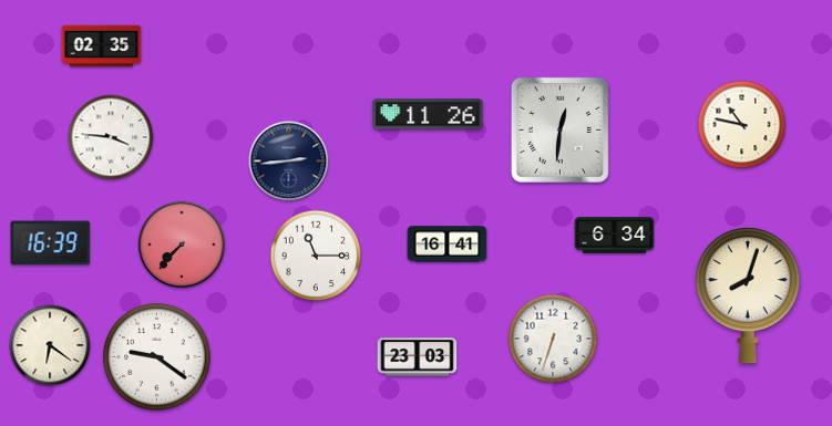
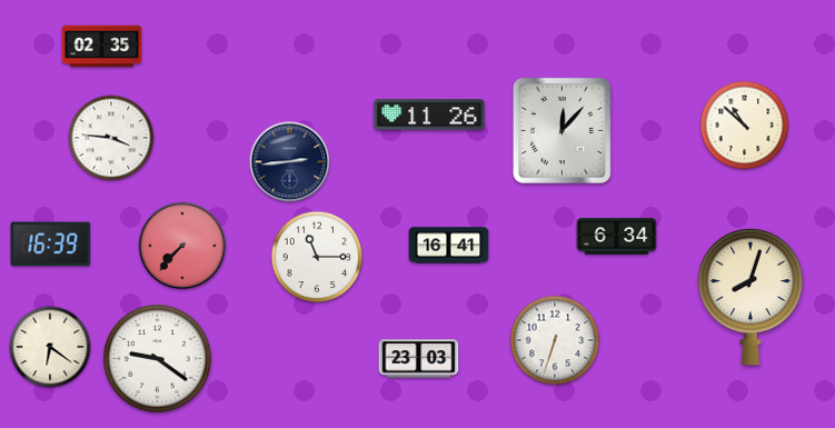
clock at (742, 125): 10:47 -> 10:52
clock at (559, 129): 12:31 -> 12:07
